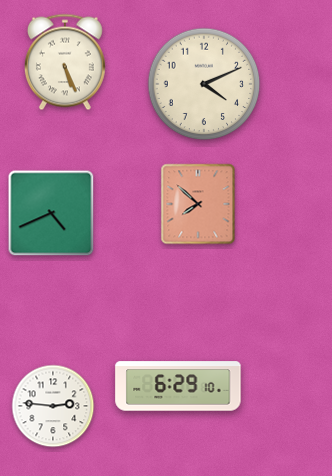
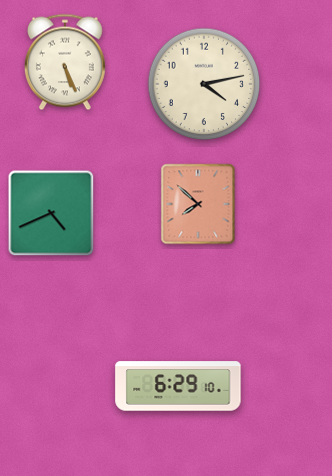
clock at (204, 84): 4:11 -> 4:13
clock at (53, 406): 2:46 -> none
